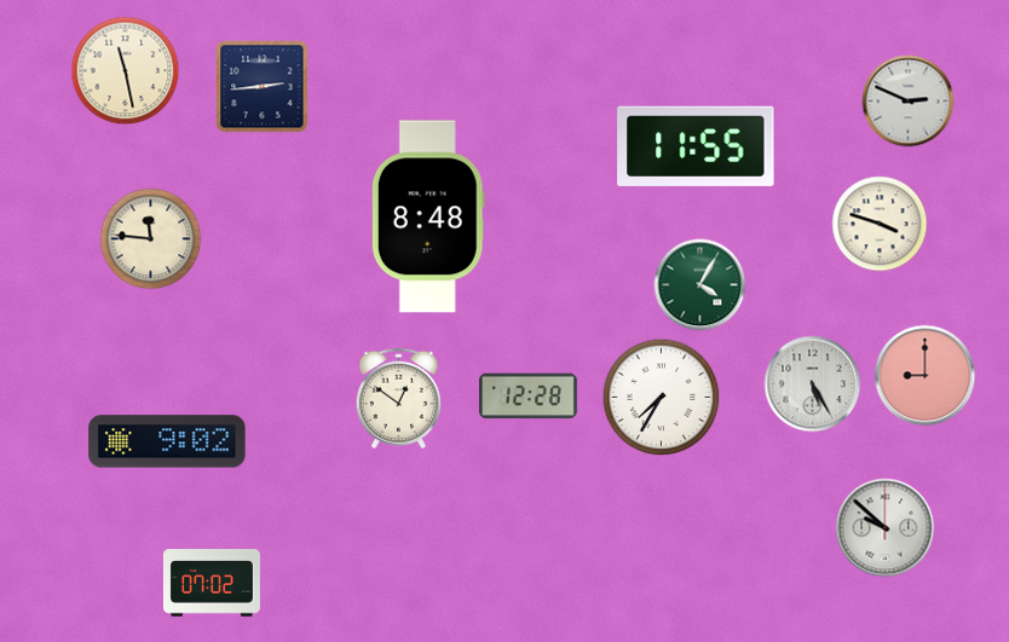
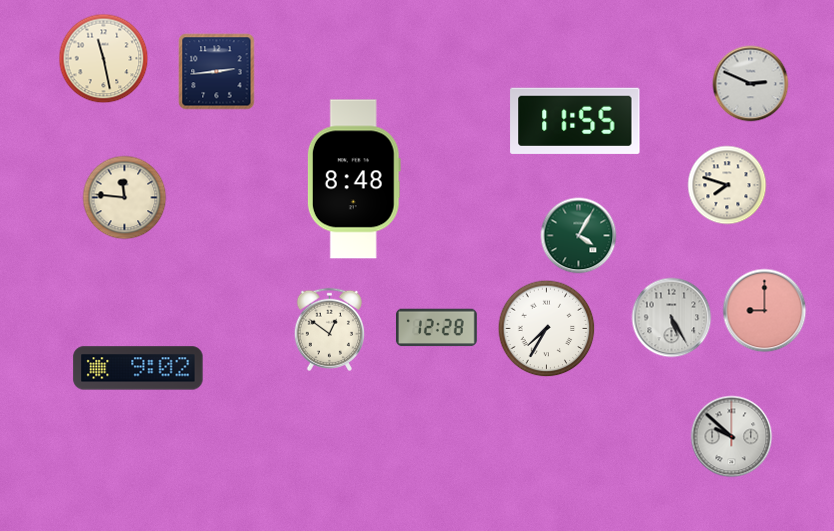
clock at (880, 224): 3:48 -> 7:48
clock at (167, 441) position: (167, 441) -> (138, 368)
clock at (212, 583): 07:02 -> none
